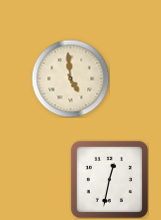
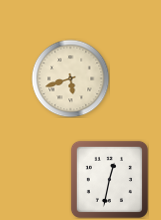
clock at (70, 78): 4:59 -> 5:42
